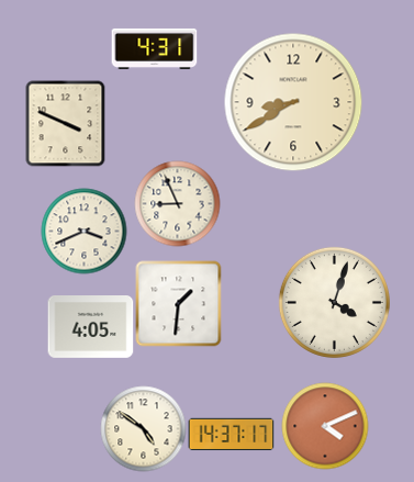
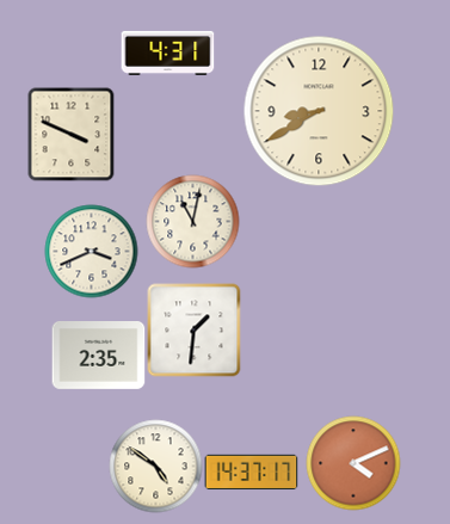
clock at (177, 203): 8:56 -> 11:02
clock at (334, 302): 4:03 -> none
clock at (90, 327): 4:05 -> 2:35
